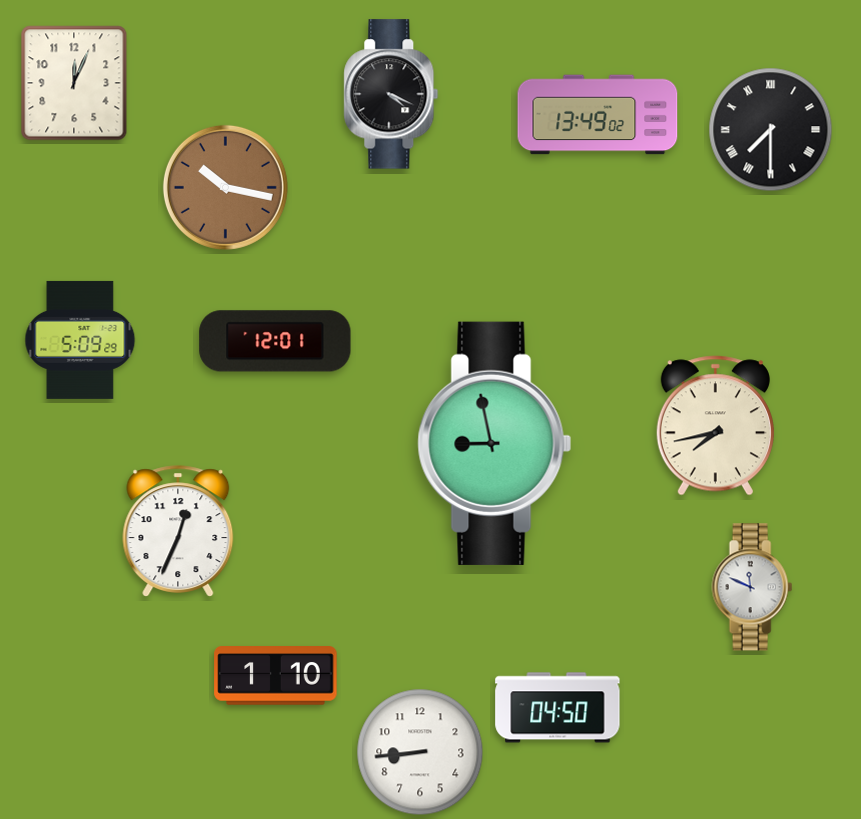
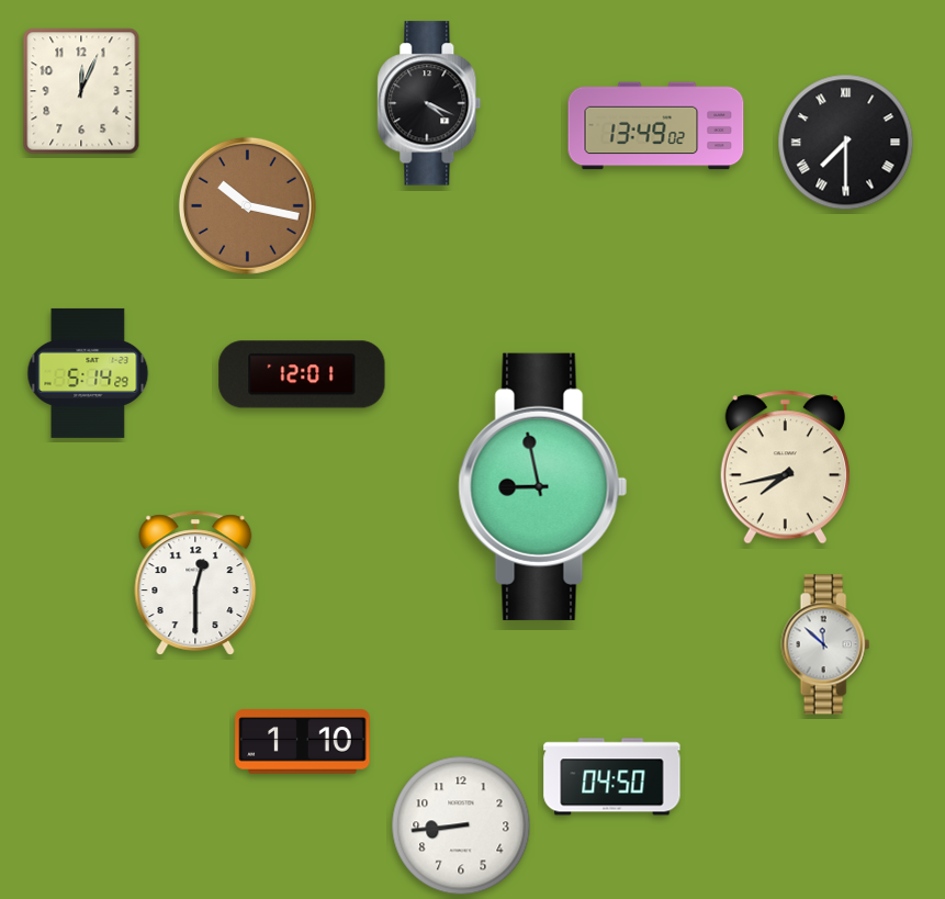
clock at (80, 340): 5:09 -> 5:14
clock at (178, 531): 12:34 -> 12:30
clock at (752, 587): 11:49 -> 11:52
